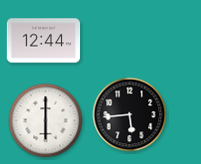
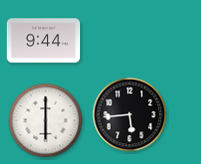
clock at (44, 41): 12:44 -> 9:44
